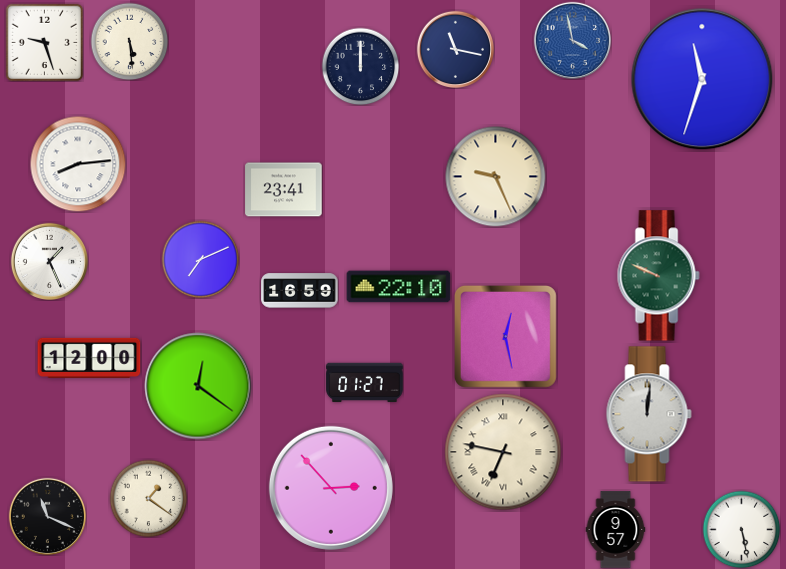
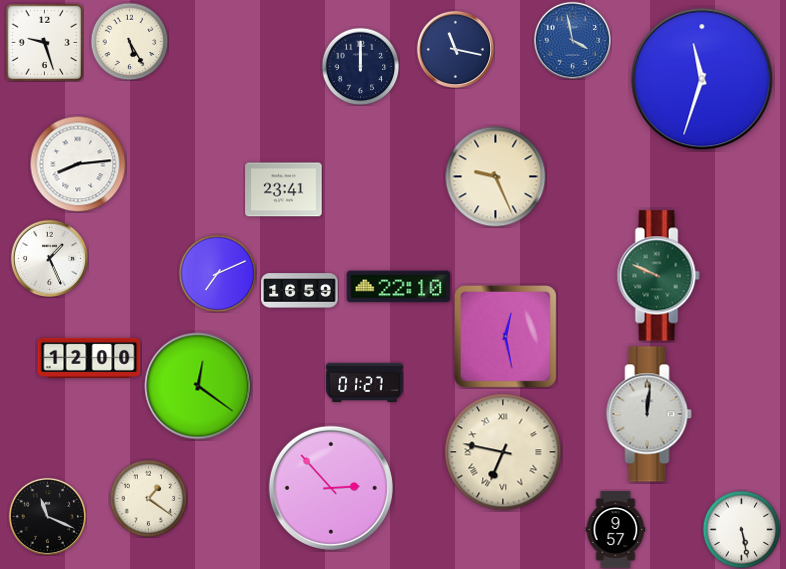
clock at (129, 41): 5:29 -> 5:25
clock at (200, 259) position: (200, 259) -> (217, 273)
clock at (49, 261) position: (49, 261) -> (49, 258)
